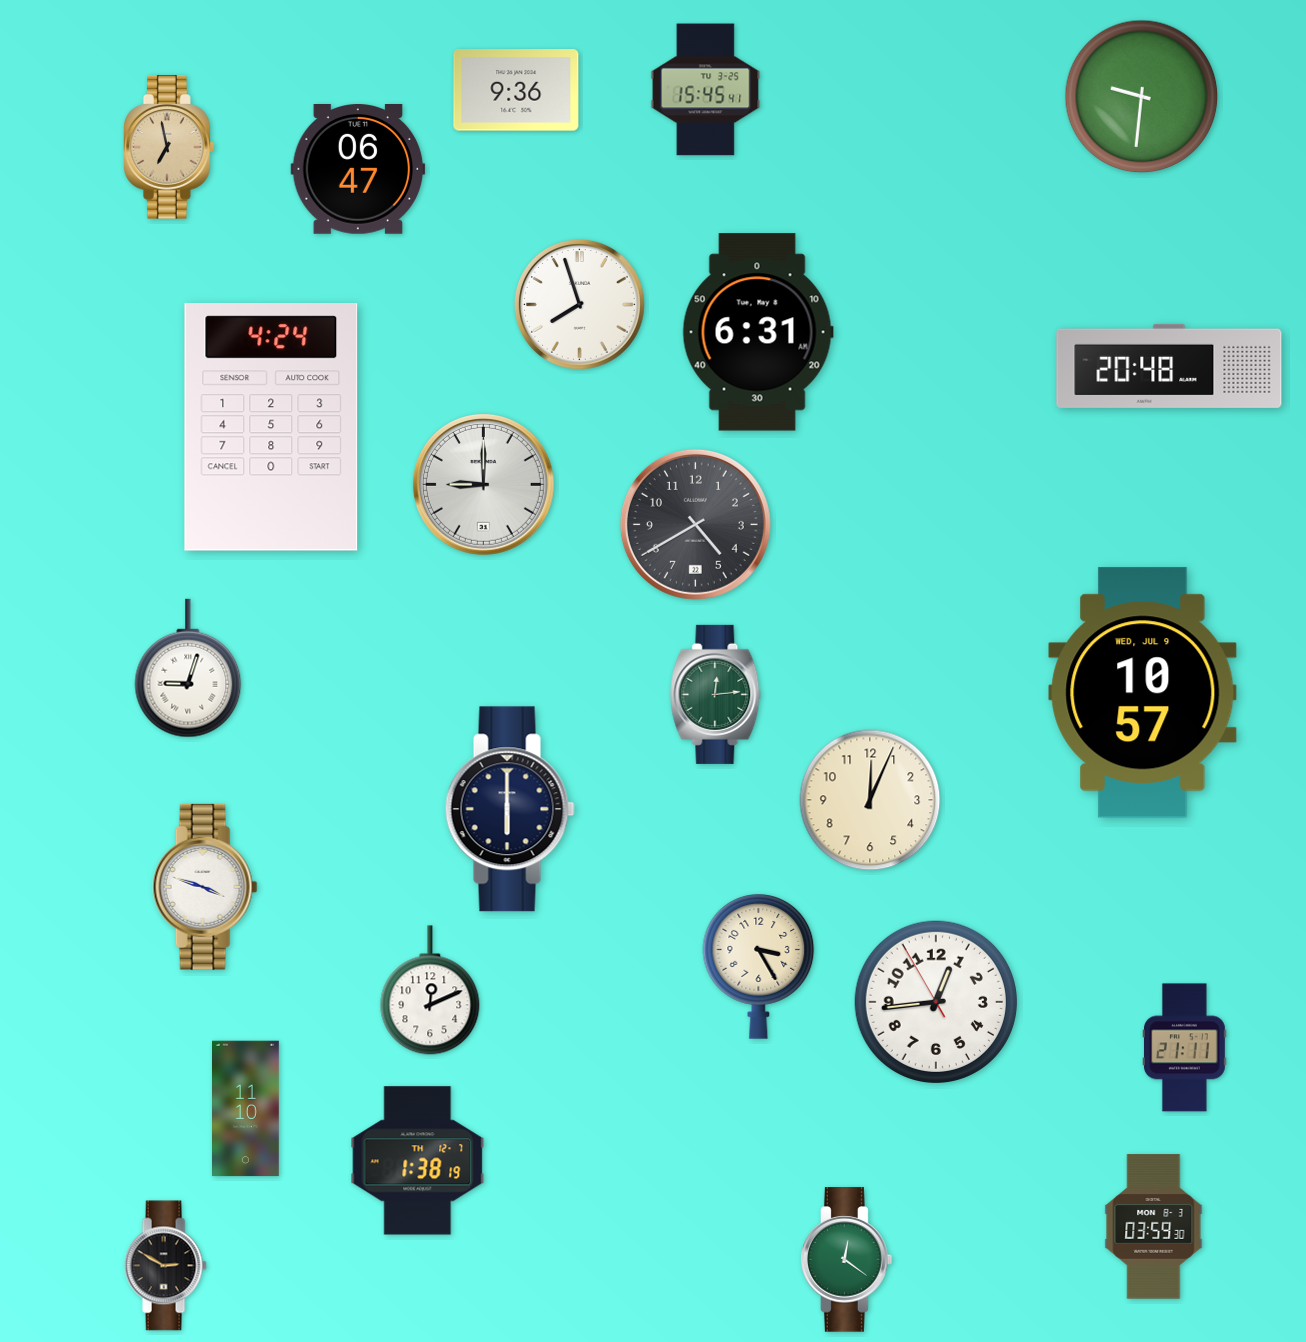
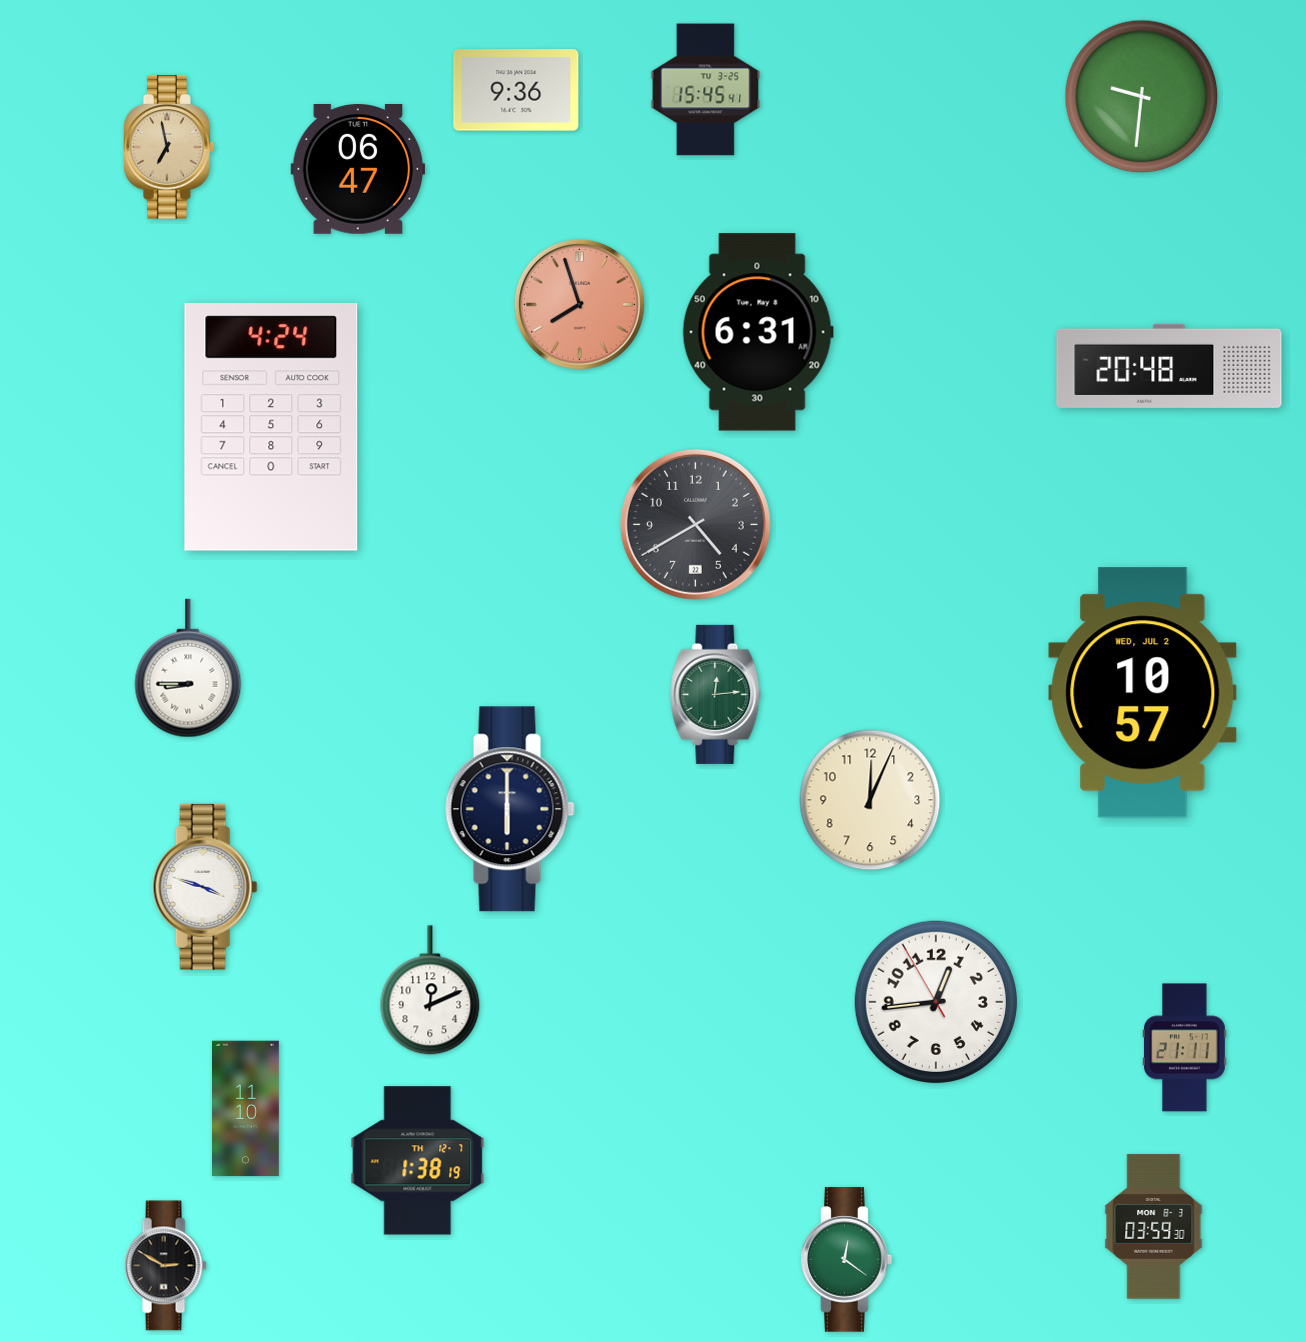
clock at (579, 304) dial: white -> salmon
clock at (483, 484): 9:00 -> none
clock at (188, 668): 9:03 -> 8:45
clock at (1143, 693) date: WED, JUL 9 -> WED, JUL 2
clock at (759, 967): 3:25 -> none
